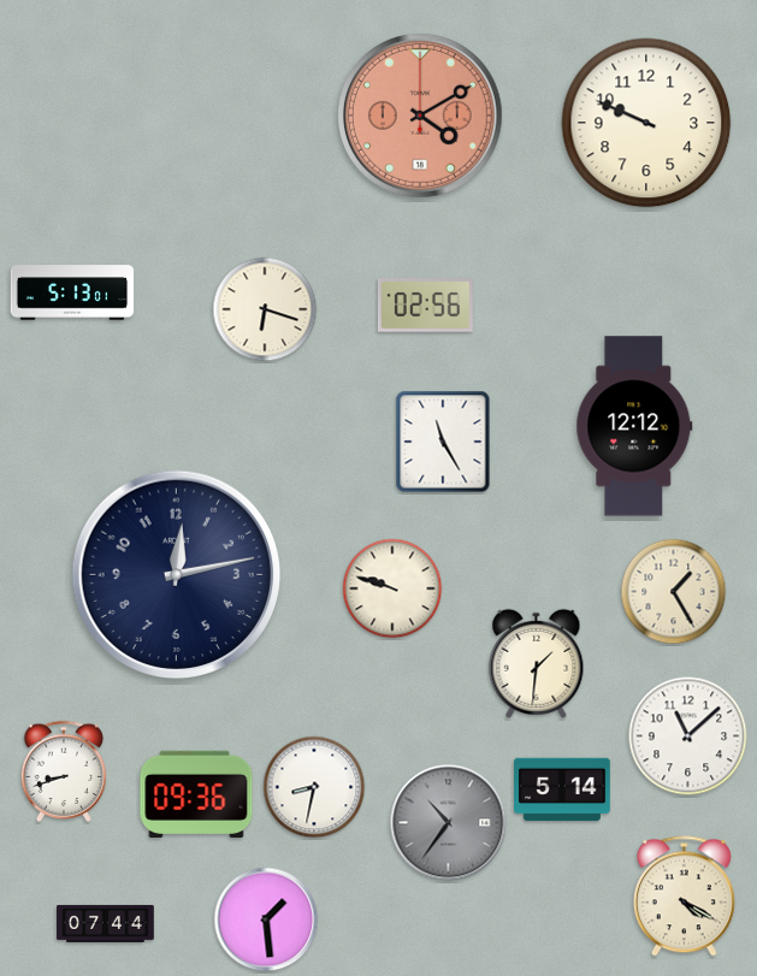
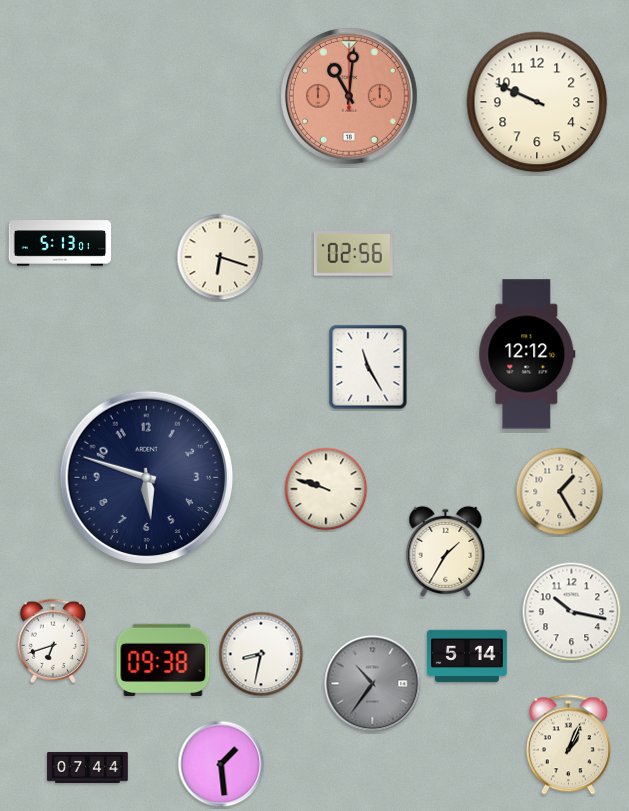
clock at (421, 117): 4:10 -> 11:01
clock at (177, 575): 12:13 -> 5:48
clock at (537, 663): 1:31 -> 1:35
clock at (688, 737): 11:08 -> 10:17
clock at (64, 770): 8:42 -> 6:42
clock at (196, 794): 09:36 -> 09:38
clock at (684, 897): 4:20 -> 1:04
